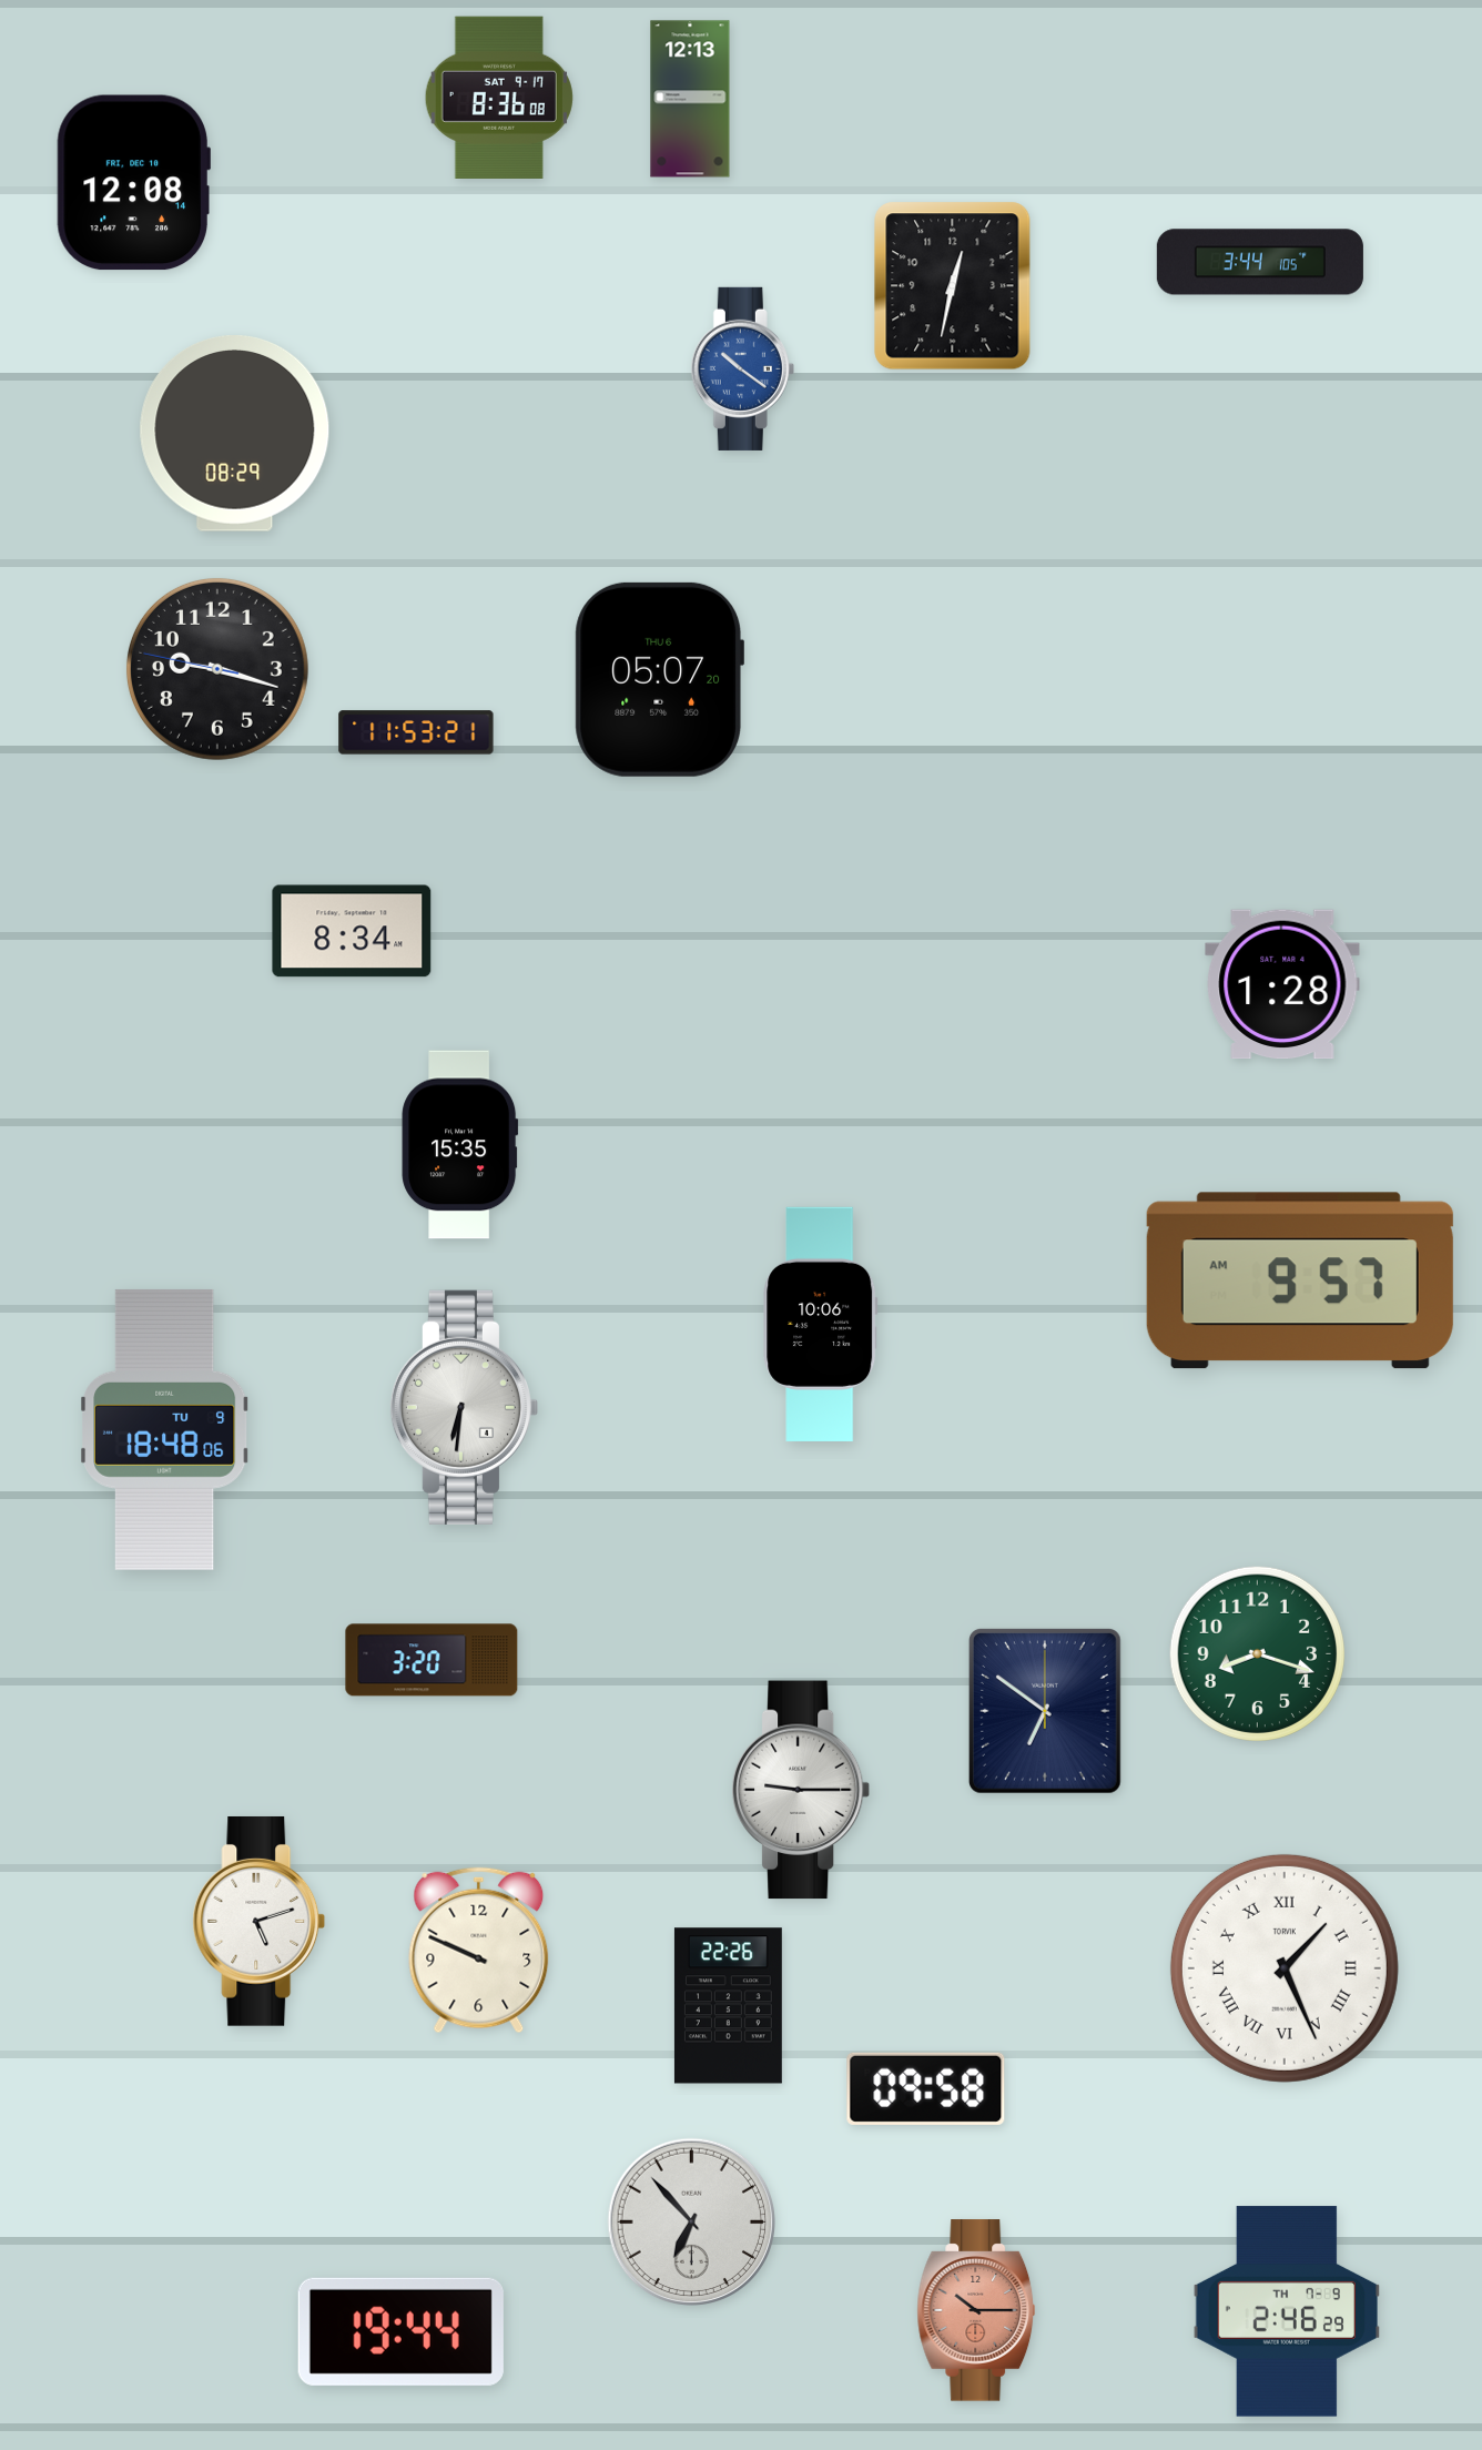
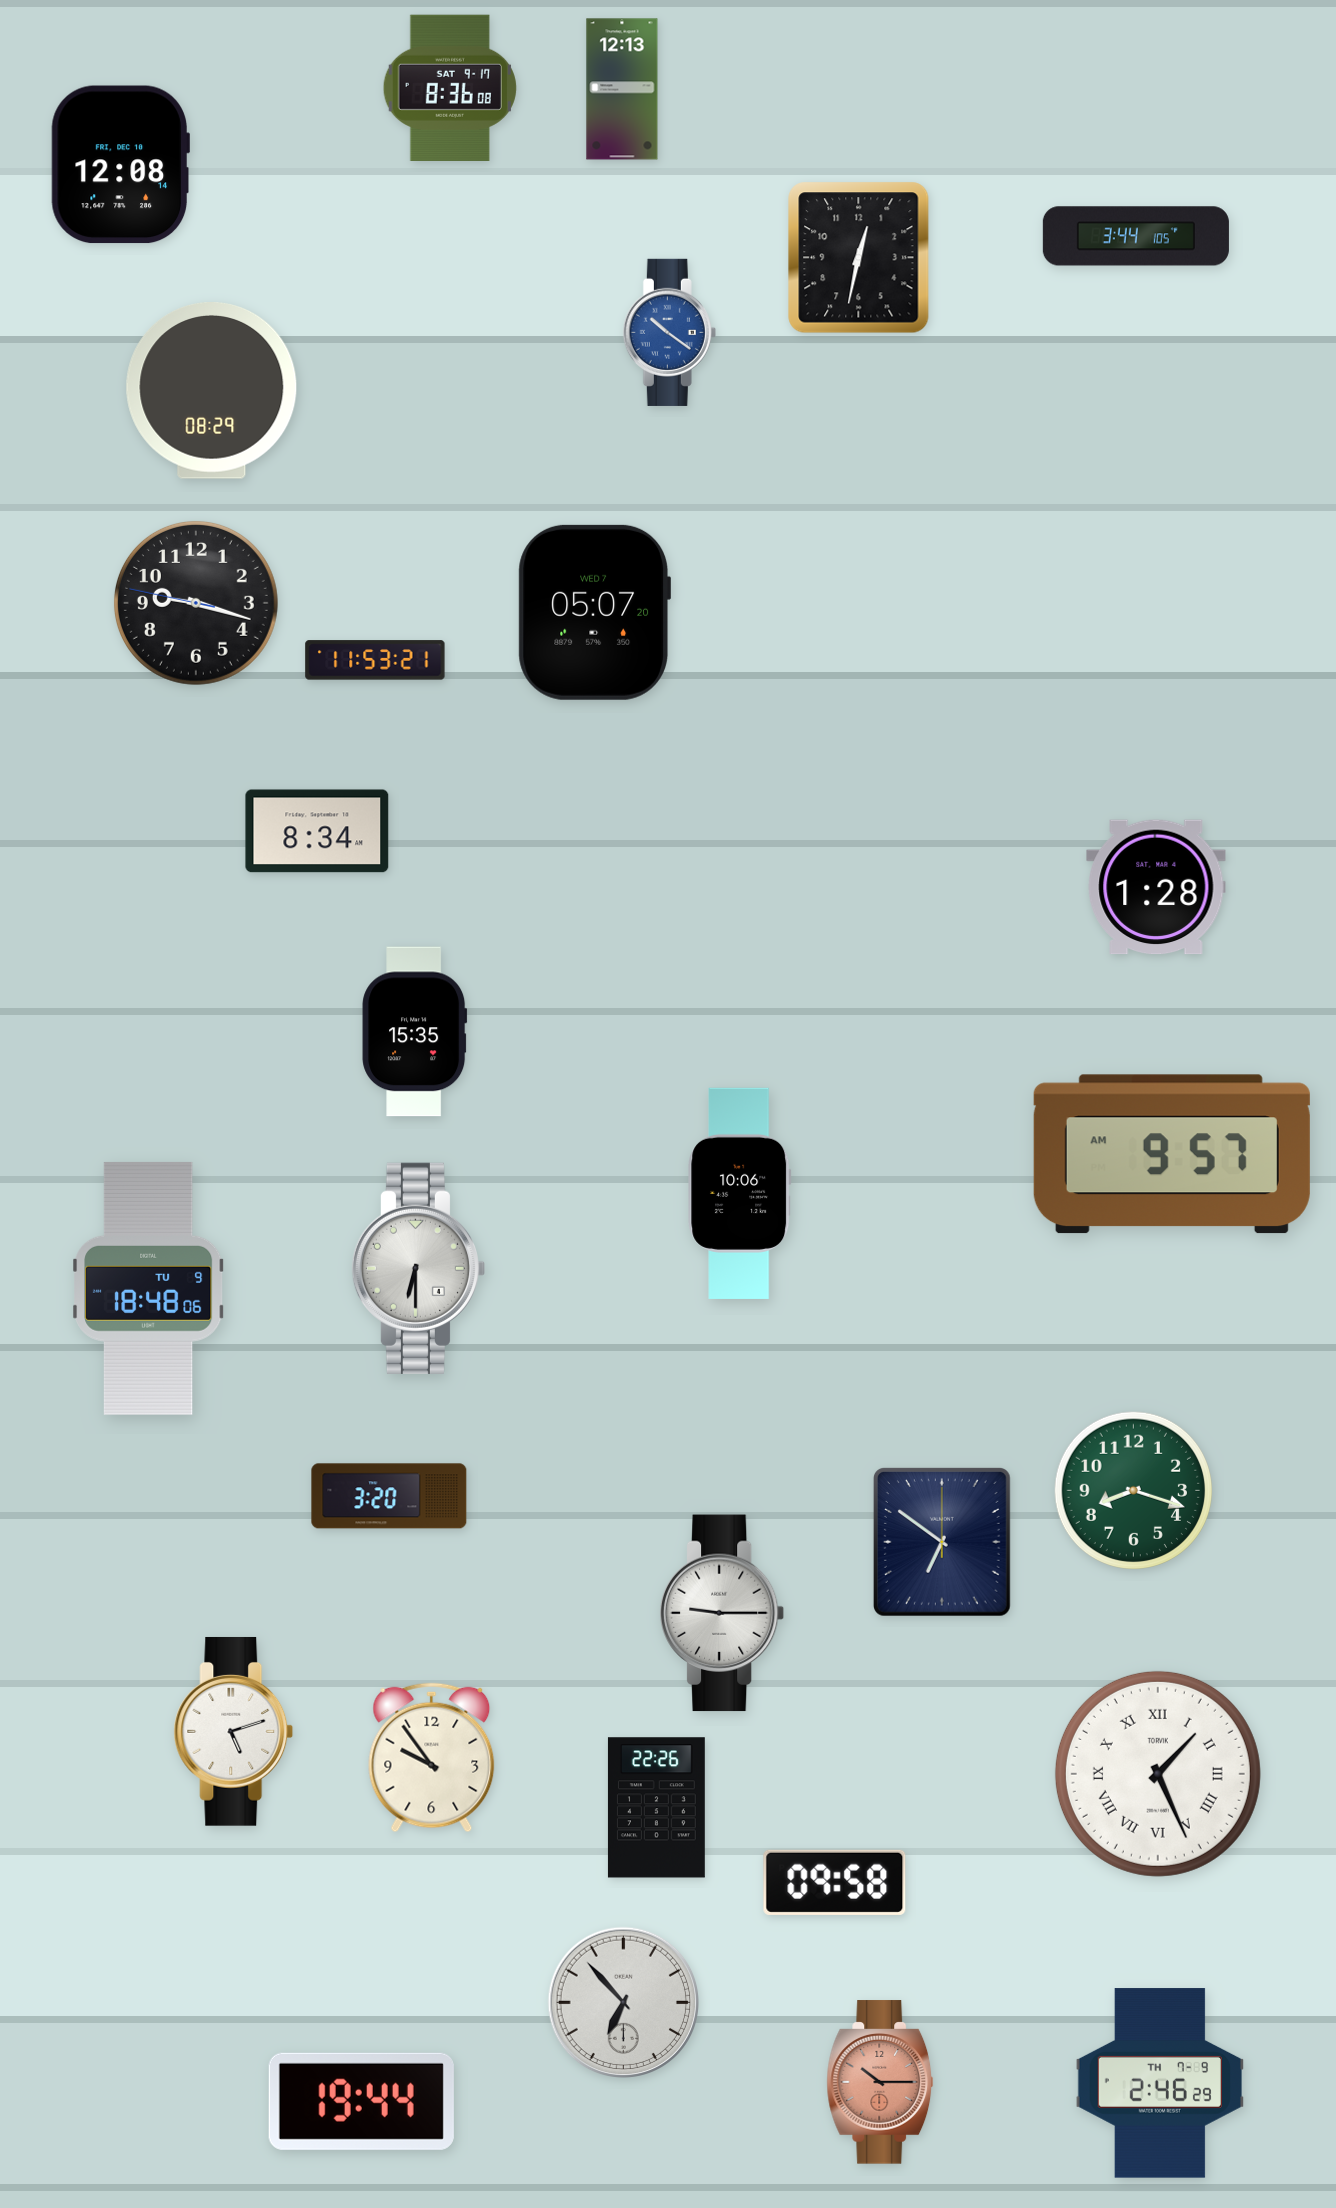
clock at (659, 679) date: THU 6 -> WED 7
clock at (352, 931) position: (352, 931) -> (317, 831)
clock at (464, 1407): 6:31 -> 6:30
clock at (479, 1951): 9:49 -> 9:54
